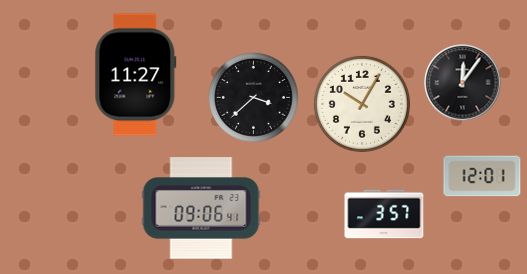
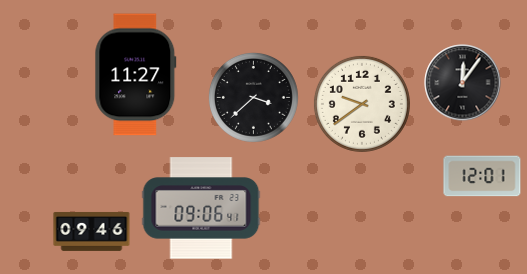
clock at (362, 104): 10:05 -> 9:39
clock at (384, 214): 3:57 -> none
clock at (92, 231): none -> 09:46
